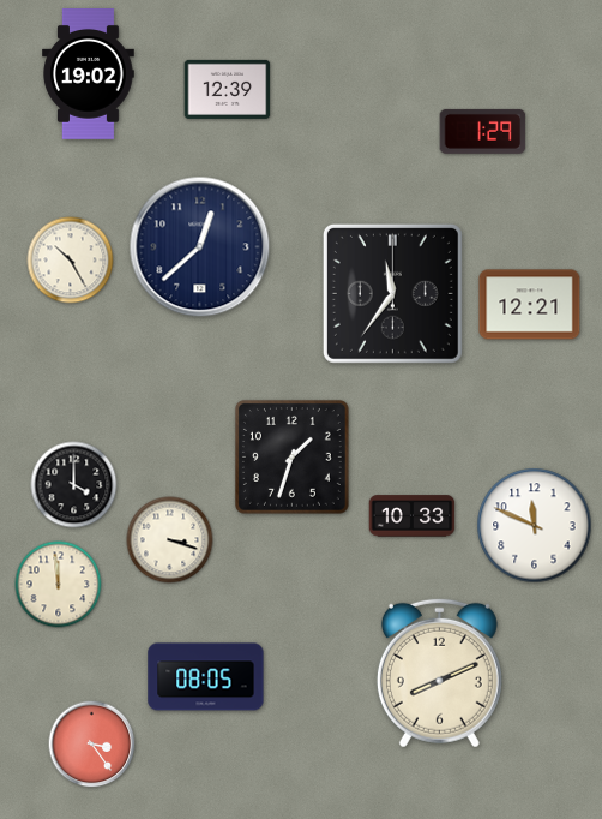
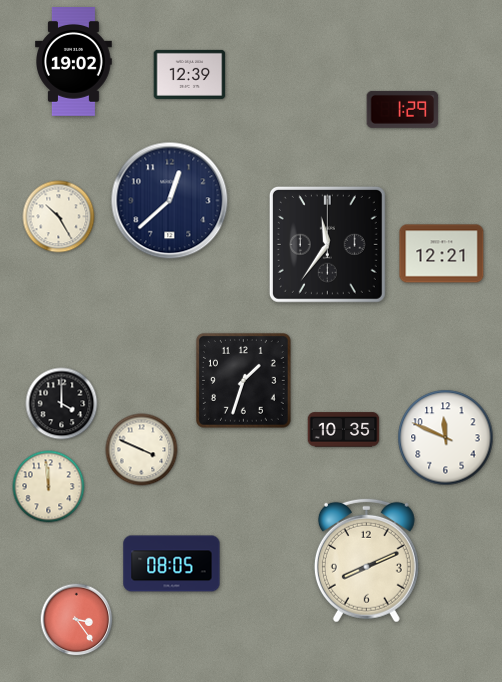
clock at (200, 247) position: (200, 247) -> (170, 201)
clock at (413, 516): 10:33 -> 10:35
clock at (170, 540): 3:18 -> 3:49
